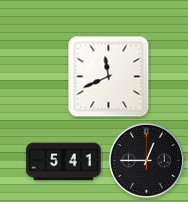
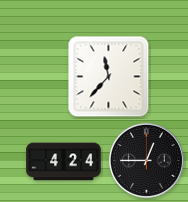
clock at (109, 77): 11:41 -> 11:37
clock at (64, 162): 5:41 -> 4:24
